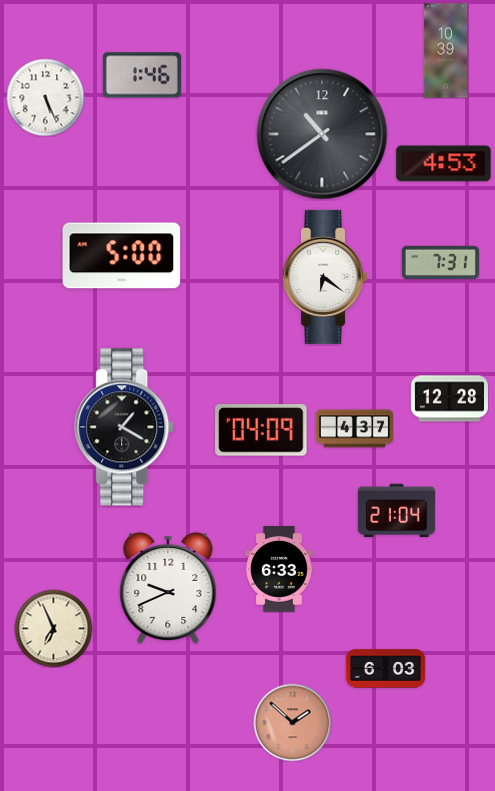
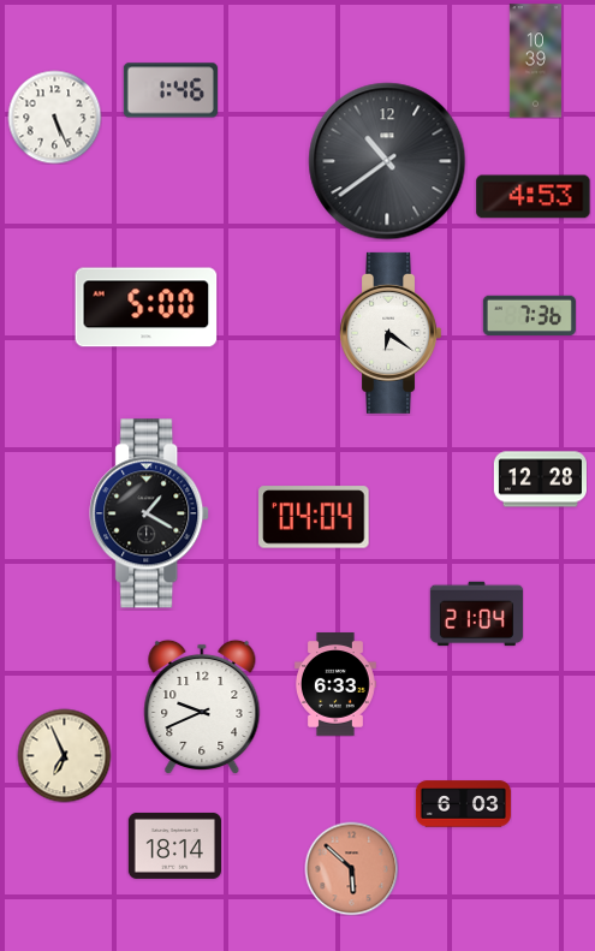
clock at (440, 263): 7:31 -> 7:36
clock at (354, 429): 4:37 -> none
clock at (261, 430): 04:09 -> 04:04
clock at (174, 845): none -> 18:14
clock at (292, 722): 1:52 -> 5:52
